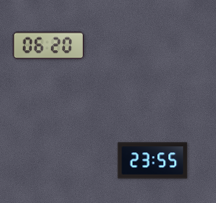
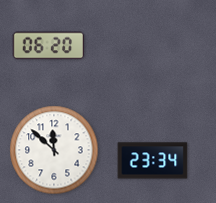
clock at (54, 150): none -> 11:52
clock at (153, 161): 23:55 -> 23:34
